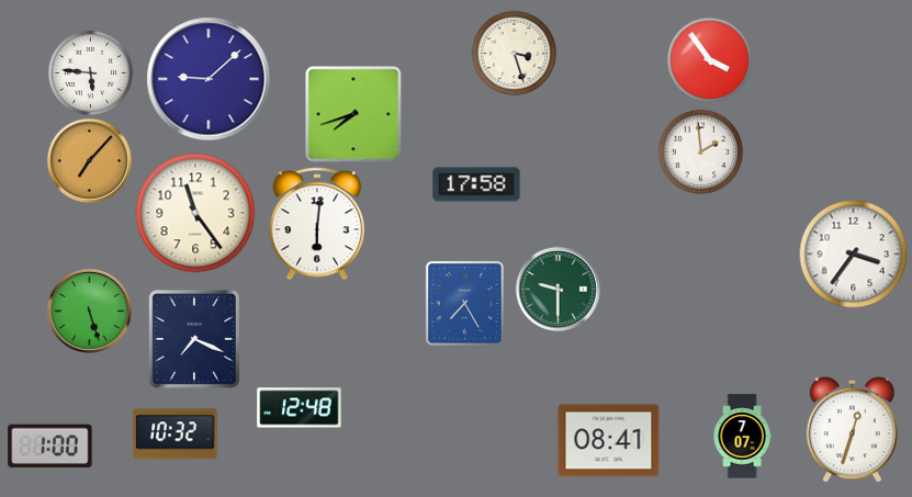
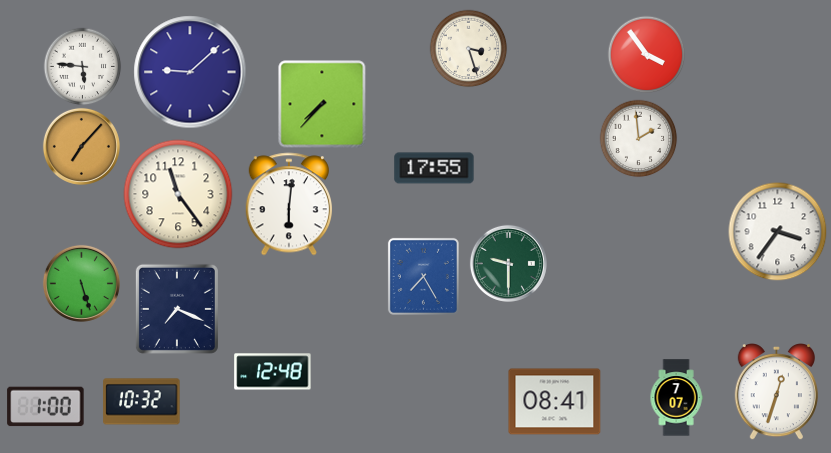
clock at (353, 114): 7:42 -> 7:37
clock at (476, 184): 17:58 -> 17:55
clock at (176, 434) position: (176, 434) -> (142, 402)
